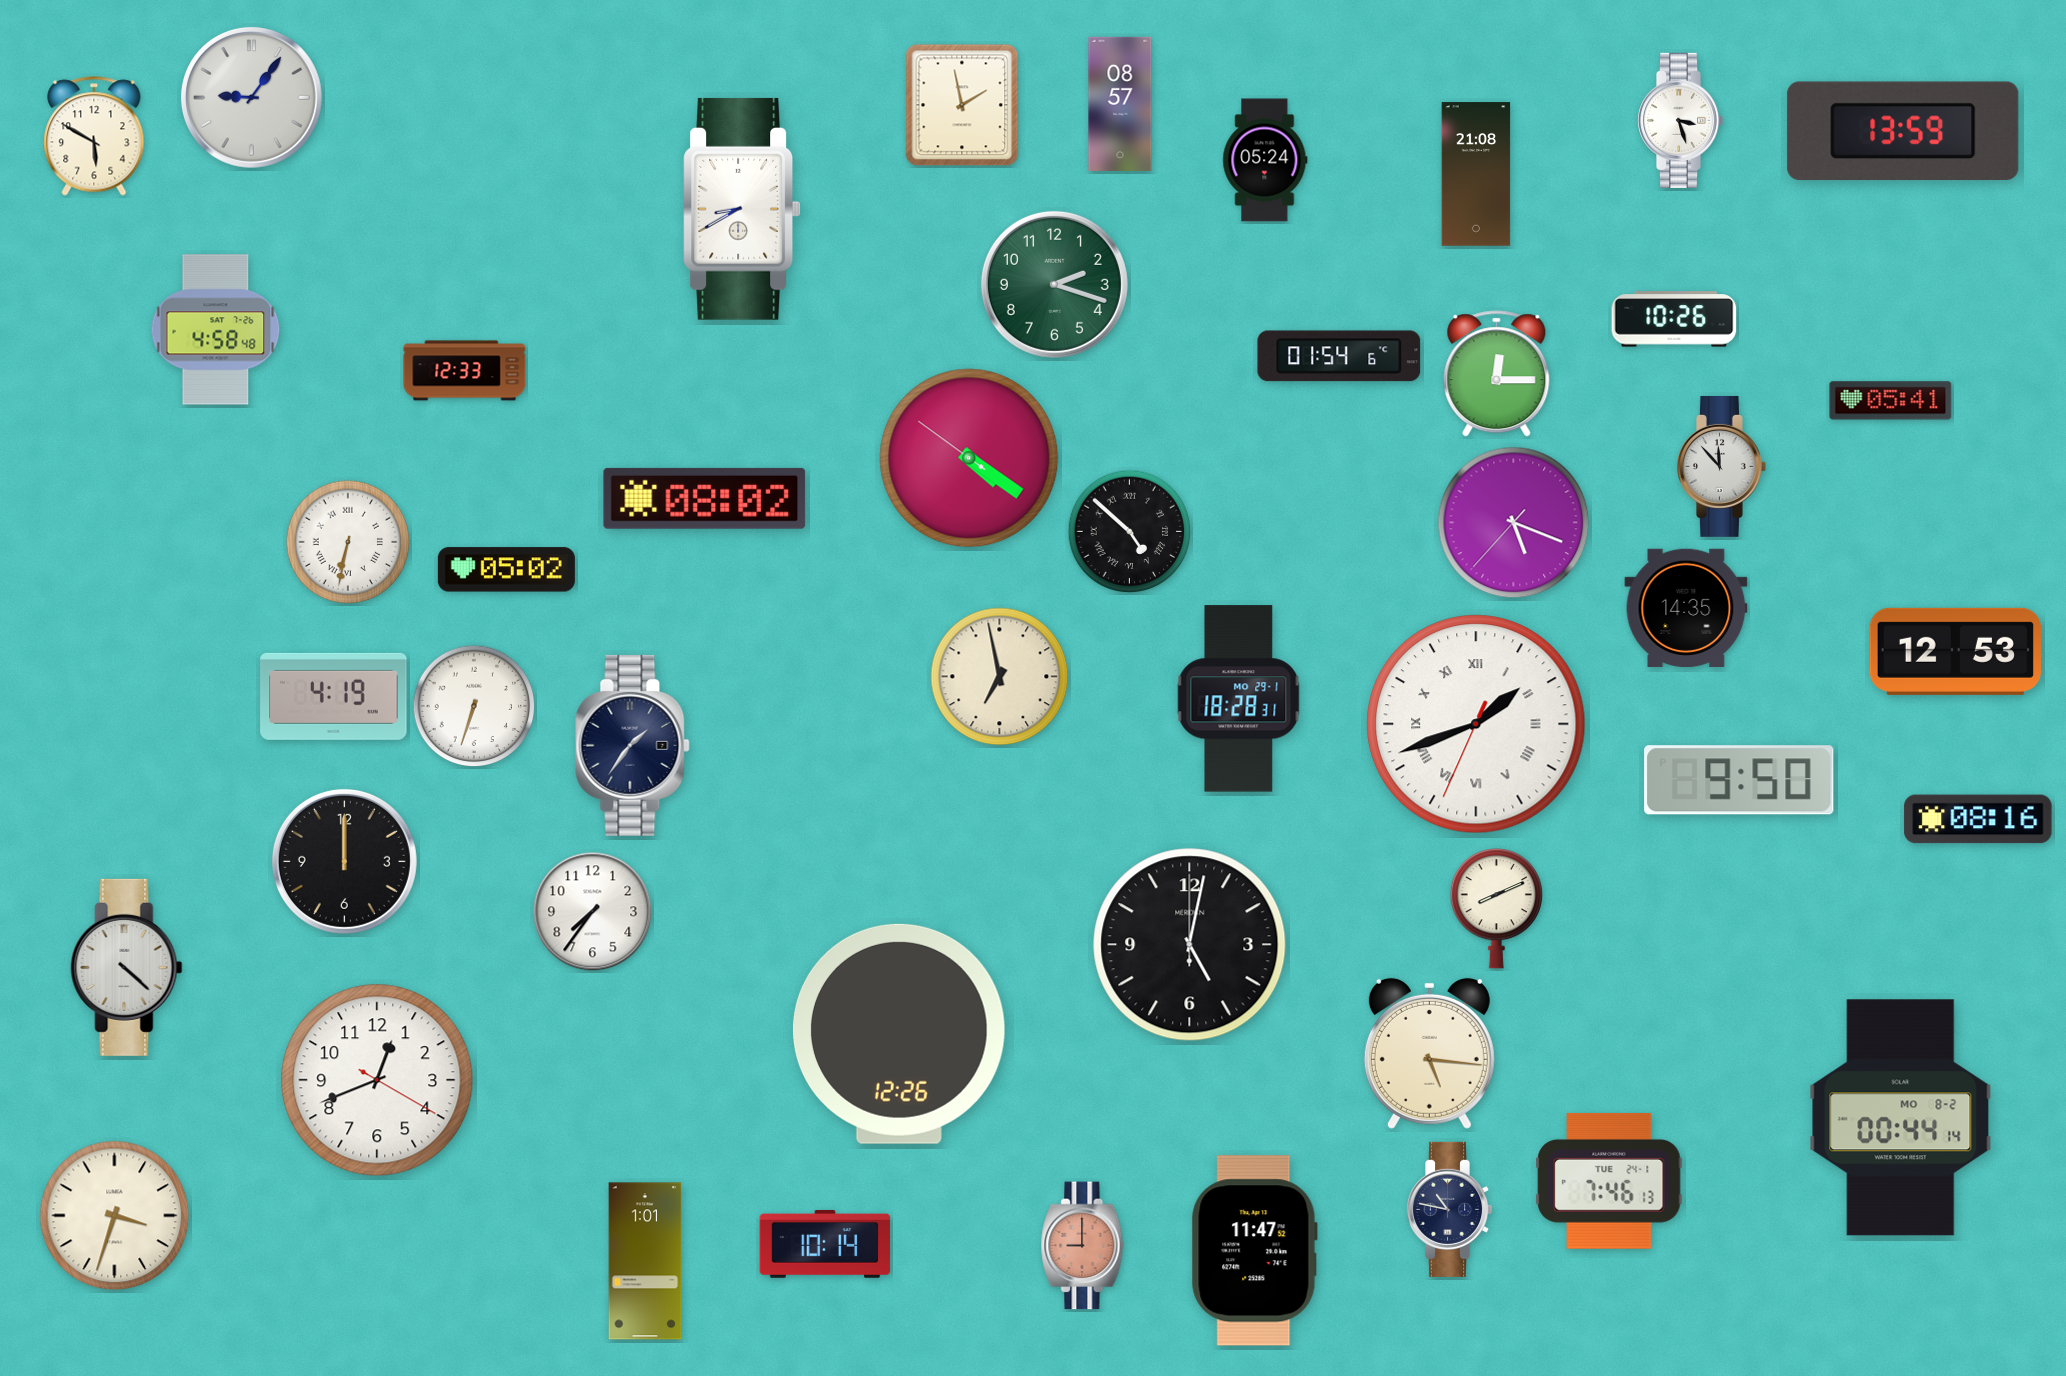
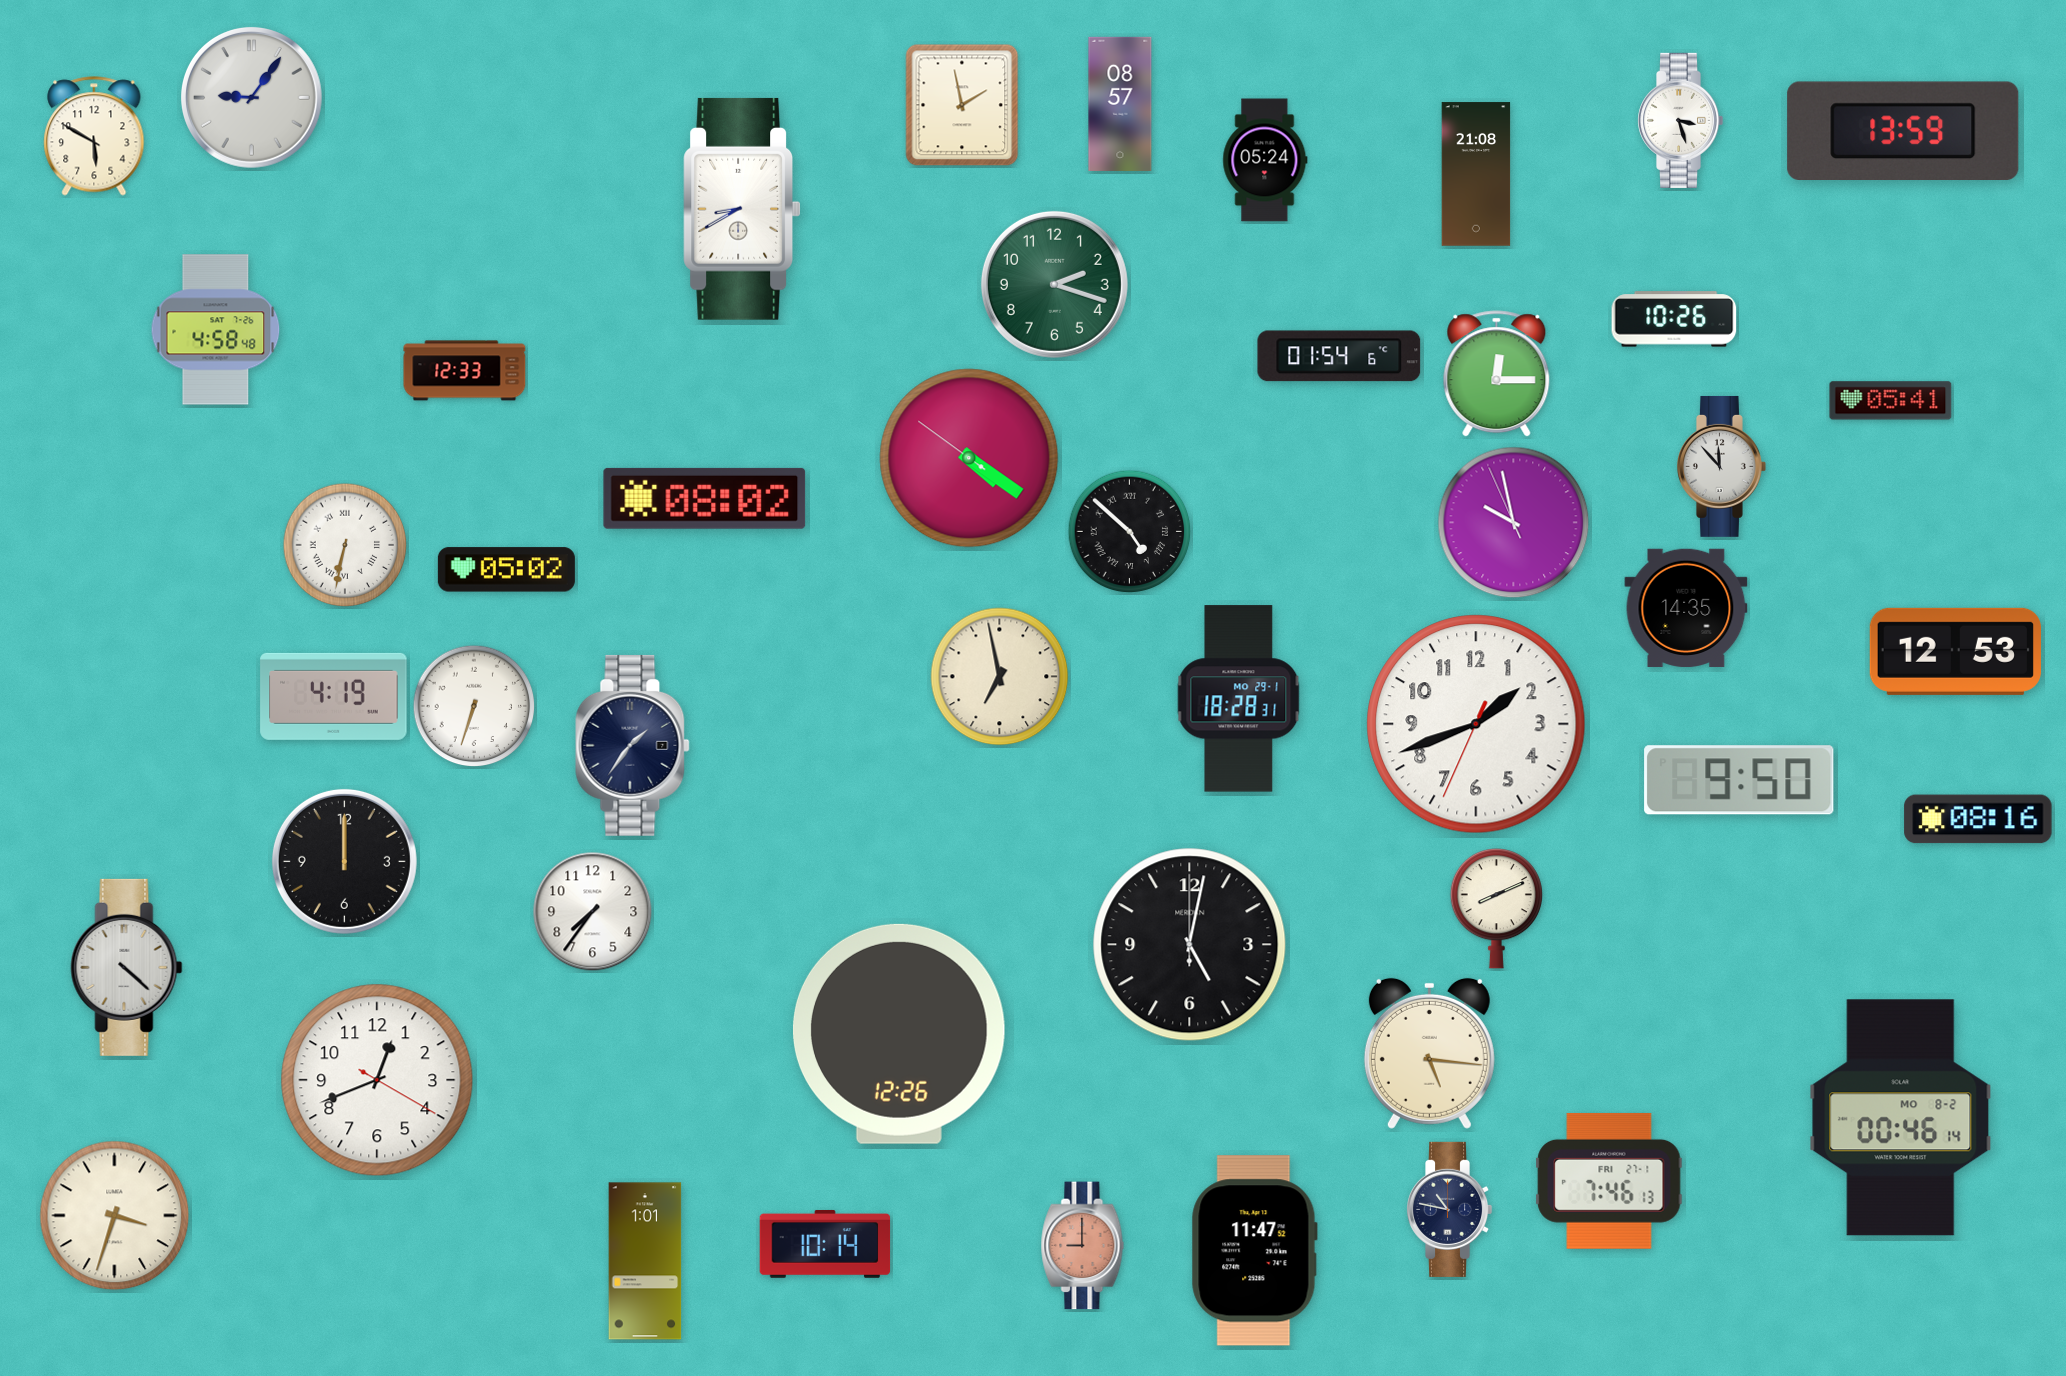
clock at (1514, 523): 5:18 -> 9:57
clock at (348, 542) position: (348, 542) -> (345, 545)
clock at (1476, 724) numerals: Roman -> Arabic
clock at (1901, 1118): 00:44 -> 00:46
clock at (1609, 1181) date: TUE 24-1 -> FRI 27-1
